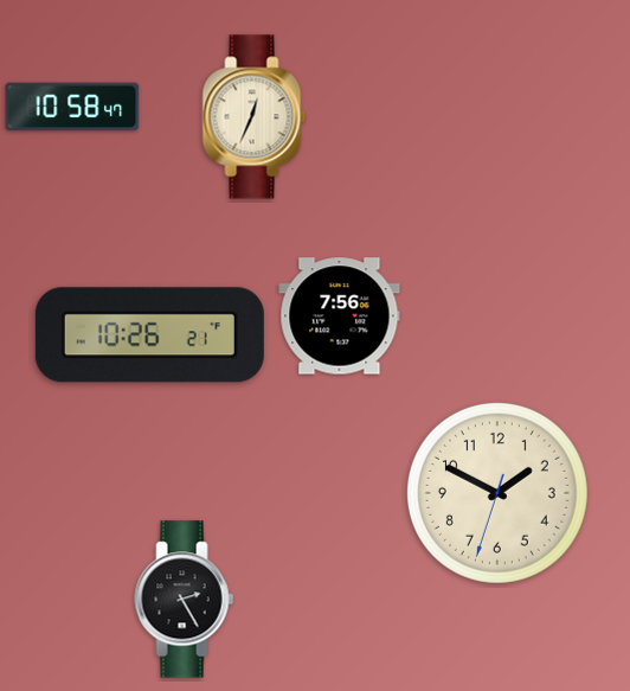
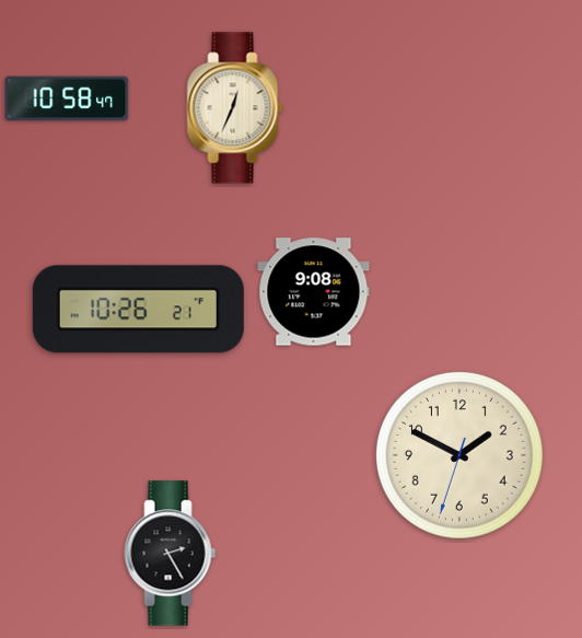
clock at (340, 316): 7:56 -> 9:08
